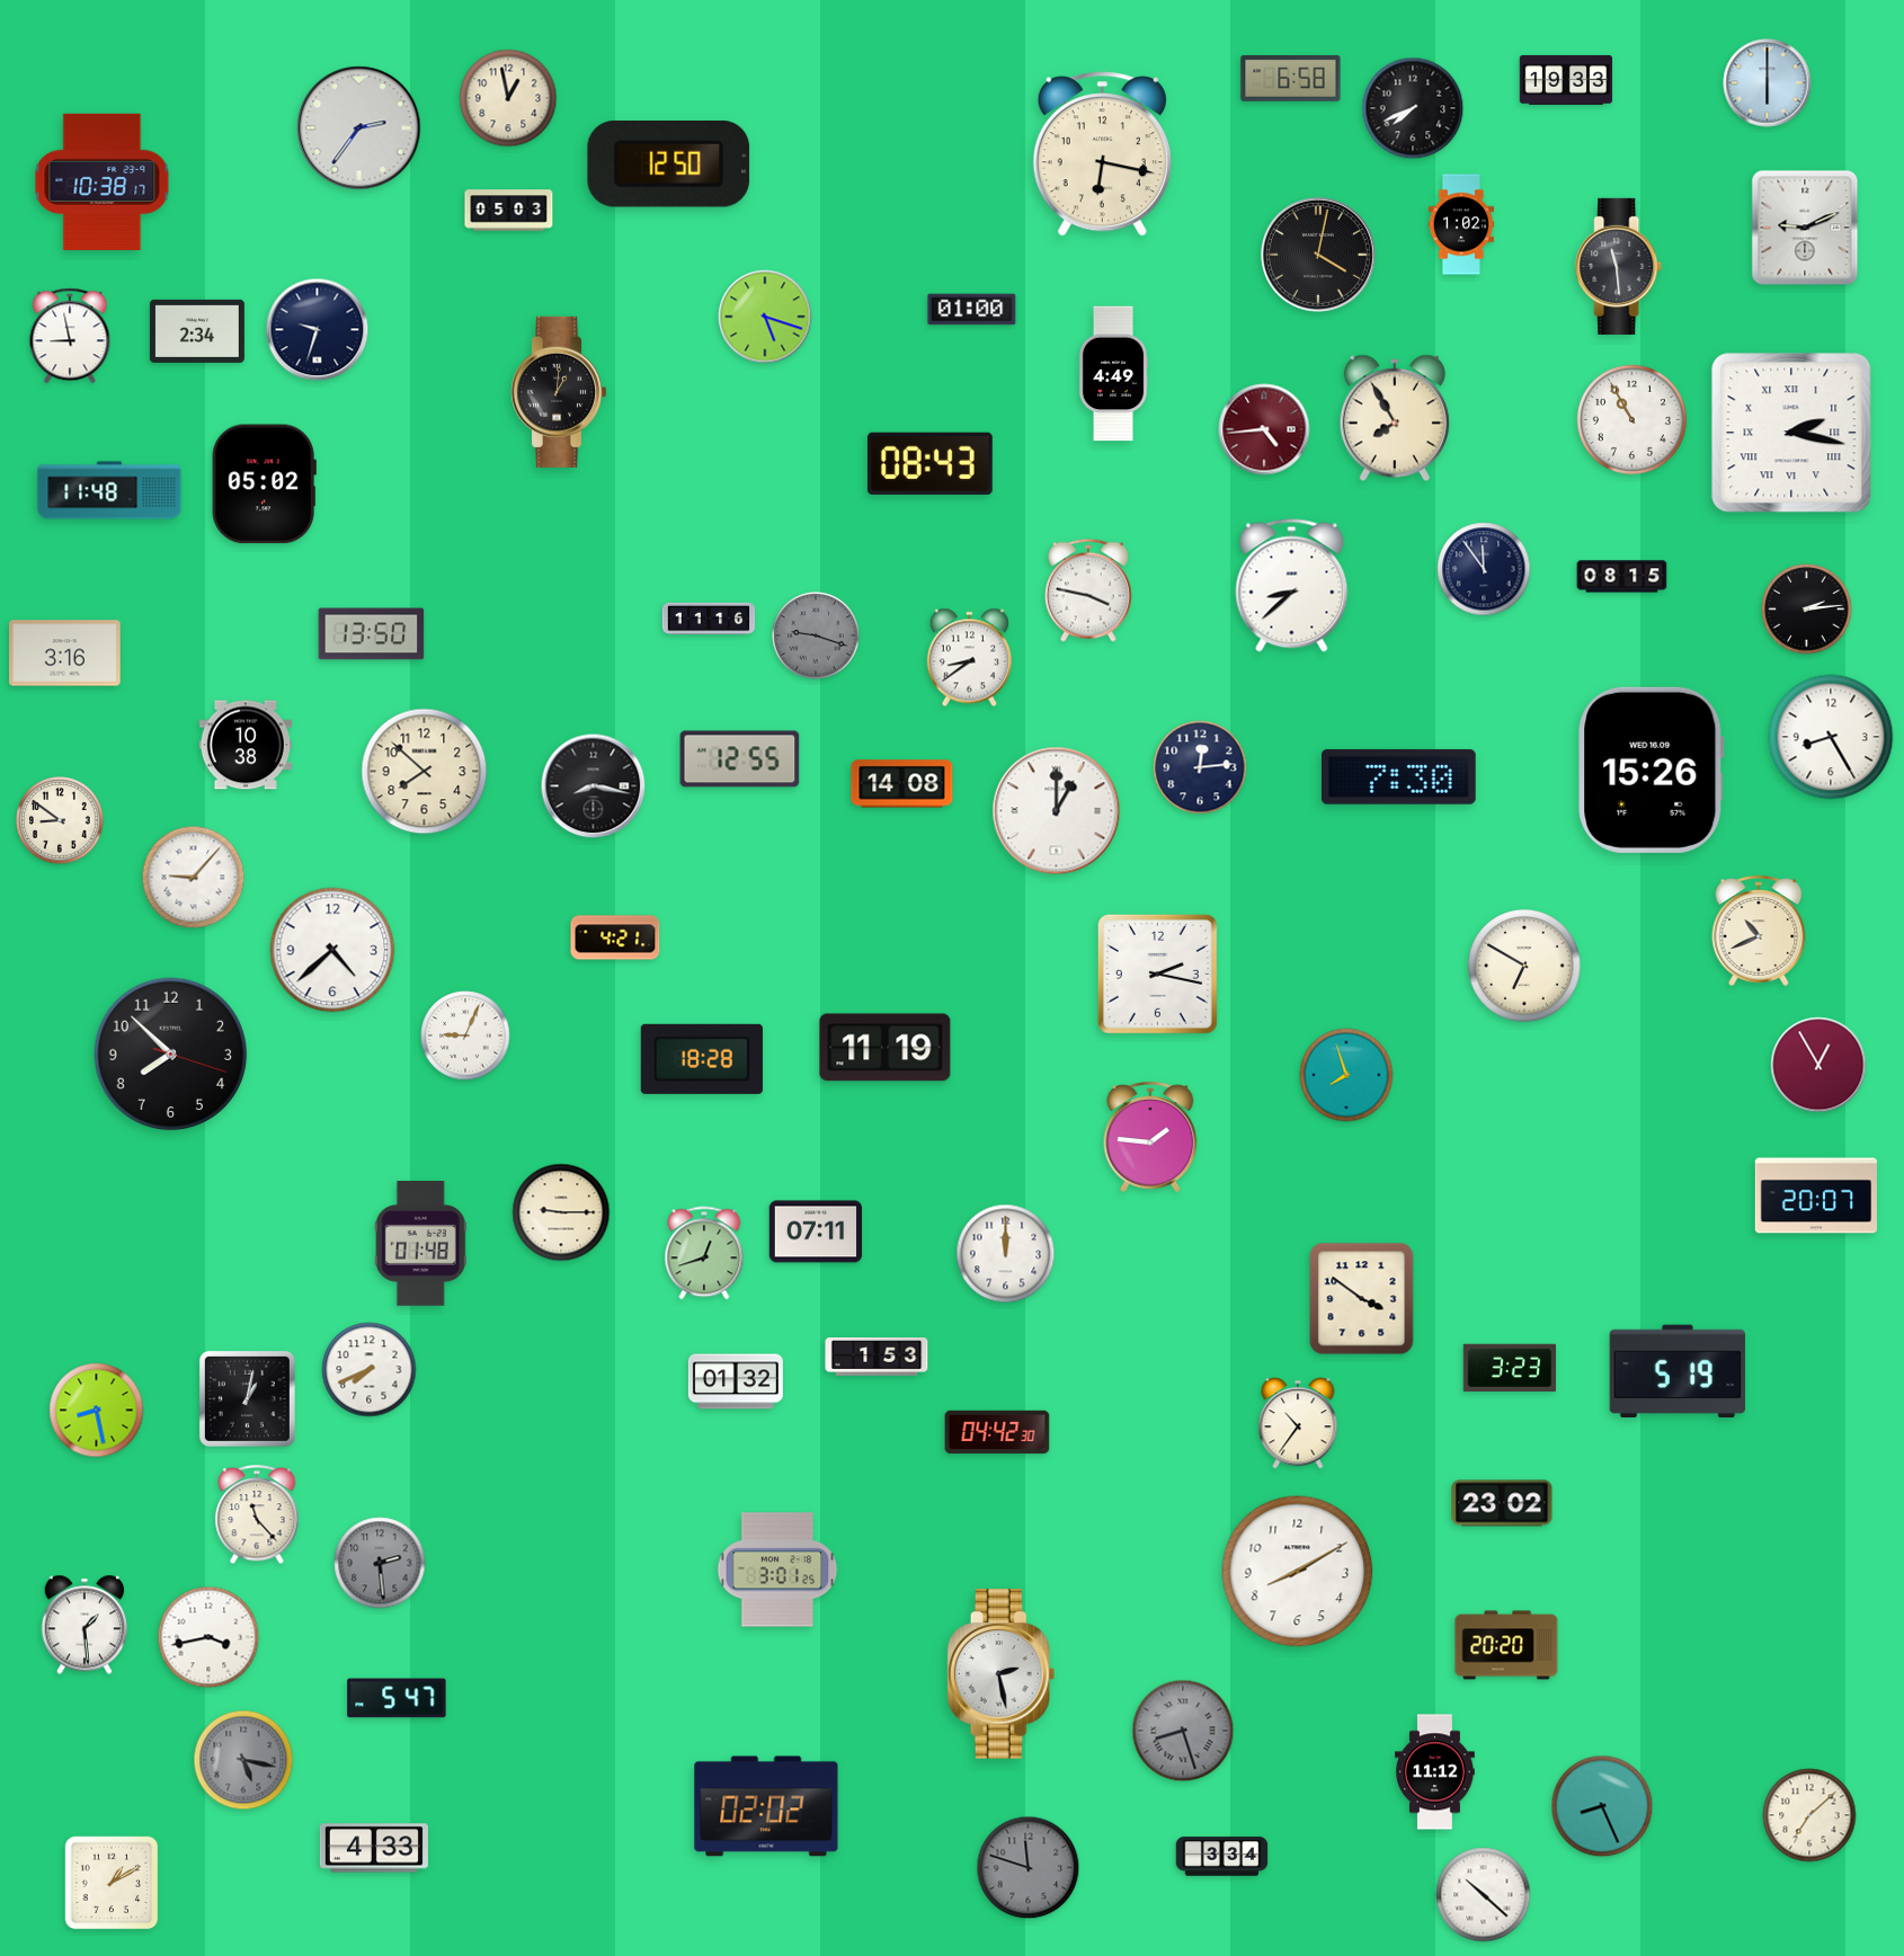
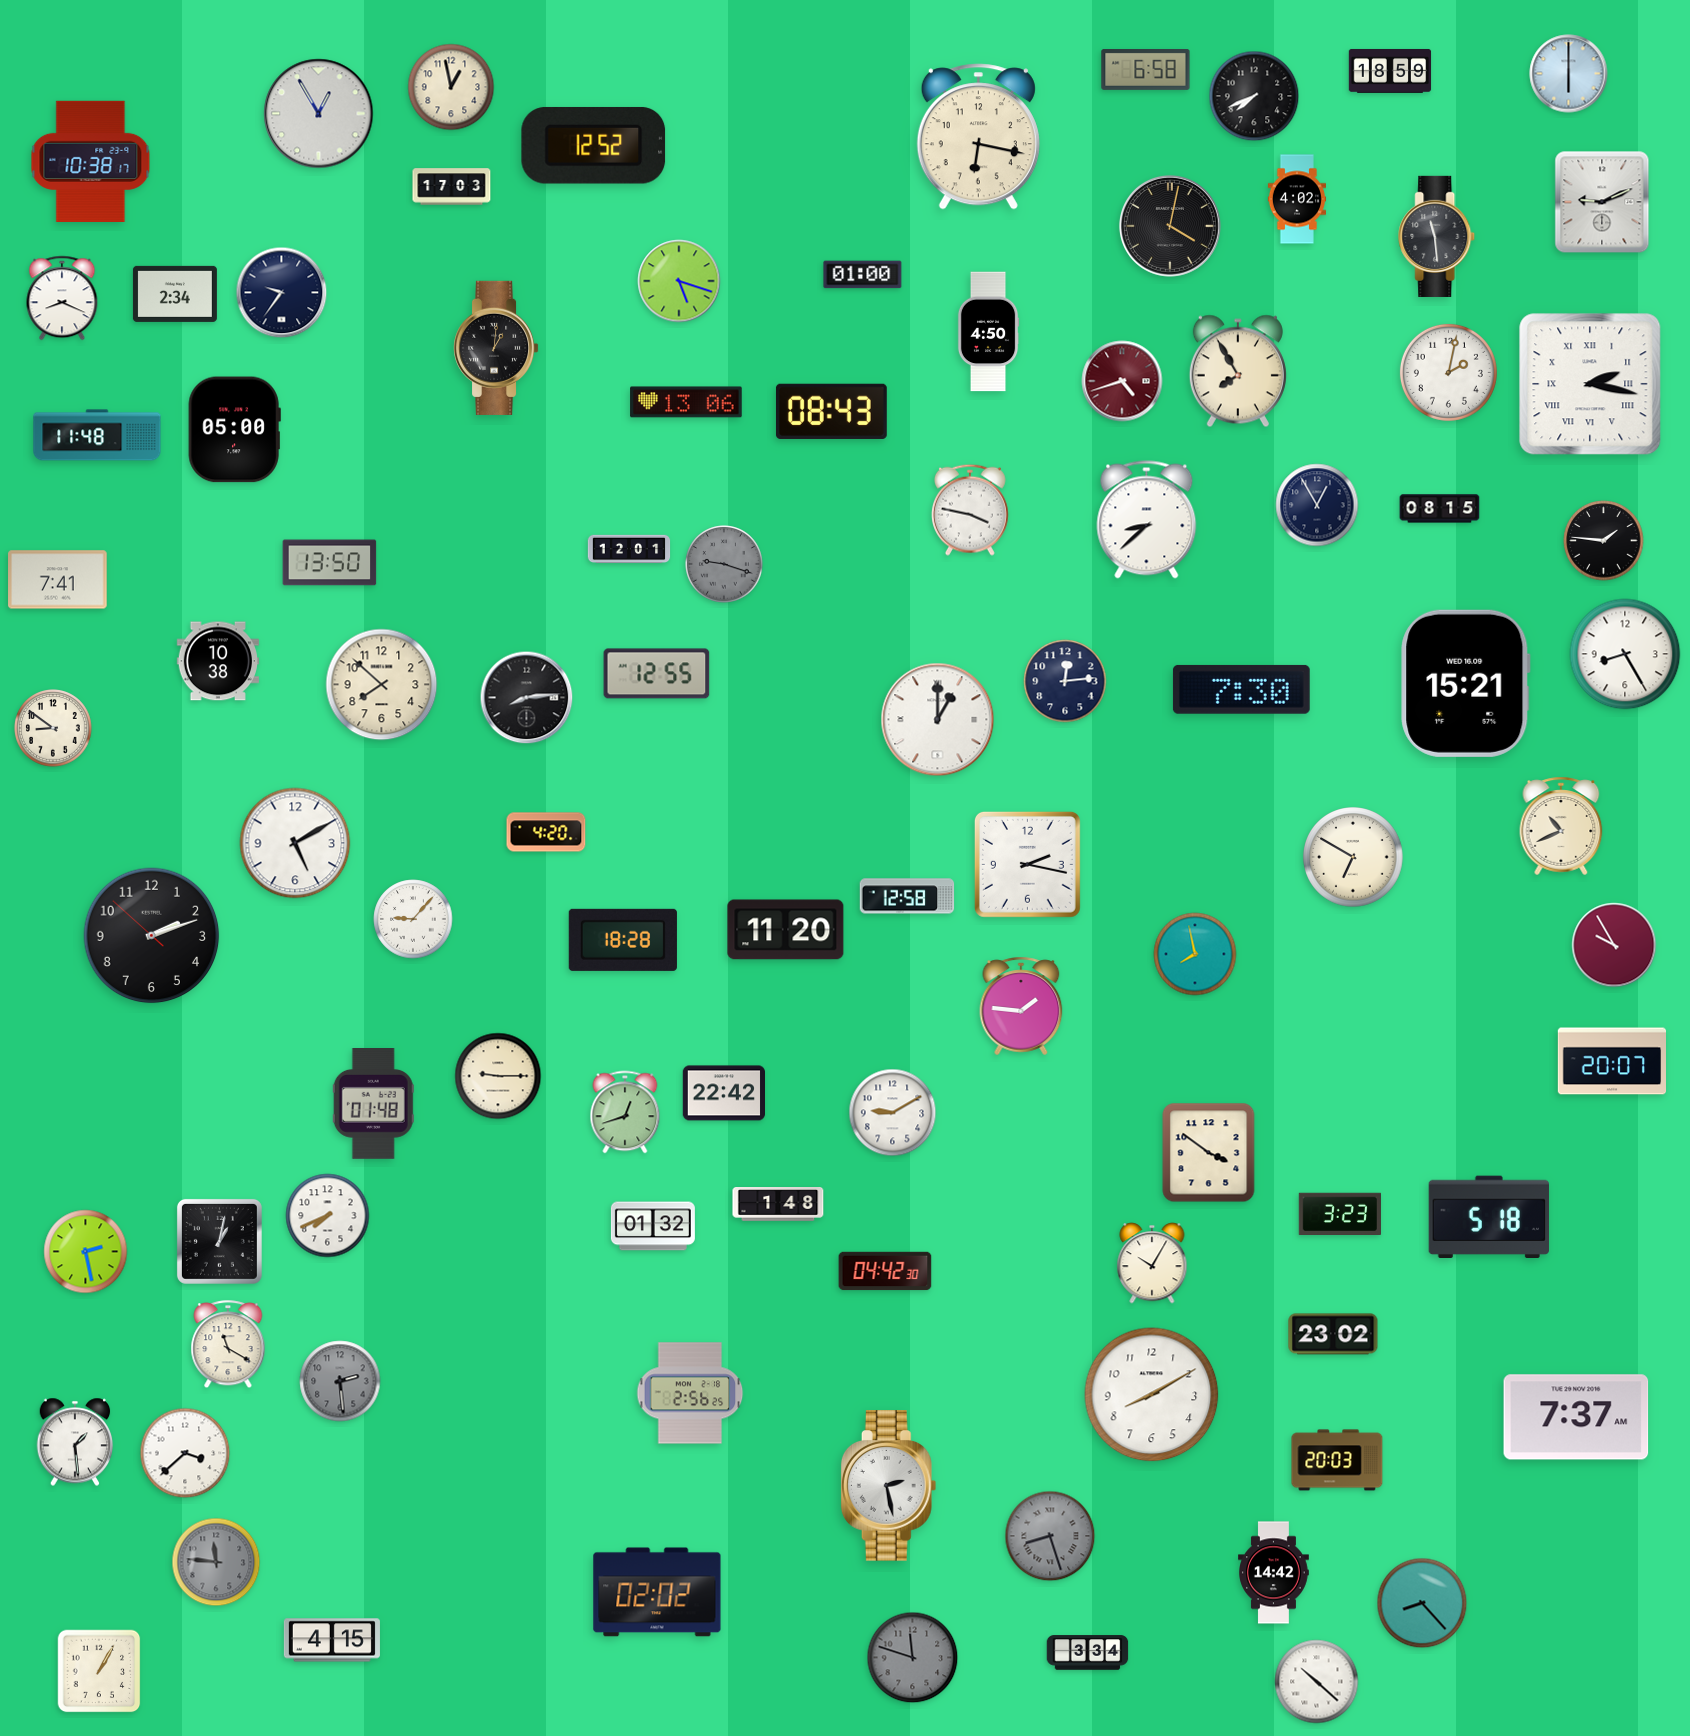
clock at (1566, 80): 19:33 -> 18:59
clock at (359, 128): 2:36 -> 12:55
clock at (669, 165): 12:50 -> 12:52
clock at (509, 211): 05:03 -> 17:03
clock at (1460, 224): 1:02 -> 4:02
clock at (318, 330): 9:33 -> 9:36
clock at (70, 336): 8:58 -> 8:19
clock at (1113, 374): 4:49 -> 4:50
clock at (1631, 419): 10:55 -> 2:02
clock at (1264, 429): 4:44 -> 4:42
clock at (686, 402): none -> 13:06
clock at (929, 463) position: (929, 463) -> (831, 411)
clock at (264, 484): 05:02 -> 05:00
clock at (1484, 569): 11:54 -> 12:55
clock at (1622, 577) position: (1622, 577) -> (1440, 509)
clock at (1088, 590) position: (1088, 590) -> (970, 510)
clock at (1807, 610): 2:14 -> 1:46
clock at (709, 619): 11:16 -> 12:01
clock at (65, 654): 3:16 -> 7:41
clock at (969, 658): 8:39 -> none
clock at (1652, 770): 15:26 -> 15:21
clock at (425, 772) position: (425, 772) -> (382, 685)
clock at (902, 784): 14:08 -> none
clock at (594, 786): 8:17 -> 8:14
clock at (194, 878): 9:07 -> none
clock at (615, 937): 4:21 -> 4:20
clock at (332, 950): 4:38 -> 5:10
clock at (907, 896): none -> 12:58
clock at (465, 1035): 9:04 -> 9:07
clock at (886, 1048): 11:19 -> 11:20
clock at (171, 1055): 7:52 -> 2:11
clock at (1818, 1065): 12:55 -> 9:55
clock at (1346, 1075): 7:57 -> 7:58
clock at (1150, 1137) position: (1150, 1137) -> (1021, 1006)
clock at (816, 1232): 07:11 -> 22:42
clock at (1006, 1254): 12:00 -> 9:10
clock at (877, 1357): 1:53 -> 1:48
clock at (1678, 1370): 5:19 -> 5:18
clock at (97, 1411): 8:28 -> 2:28
clock at (1298, 1423): 10:36 -> 10:05
clock at (257, 1515): 11:23 -> 11:20
clock at (380, 1563) position: (380, 1563) -> (340, 1381)
clock at (777, 1570): 3:01 -> 2:56
clock at (1576, 1417): none -> 7:37
clock at (208, 1637): 3:43 -> 3:38
clock at (1506, 1645): 20:20 -> 20:03
clock at (397, 1698): 5:47 -> none
clock at (243, 1760): 5:17 -> 11:46
clock at (1435, 1772): 11:12 -> 14:42
clock at (766, 1806) position: (766, 1806) -> (657, 1592)
clock at (1602, 1806): 8:26 -> 8:23
clock at (1809, 1815): 7:08 -> none
clock at (374, 1848): 4:33 -> 4:15
clock at (1222, 1857) position: (1222, 1857) -> (1088, 1653)
clock at (112, 1883): 1:10 -> 1:05
